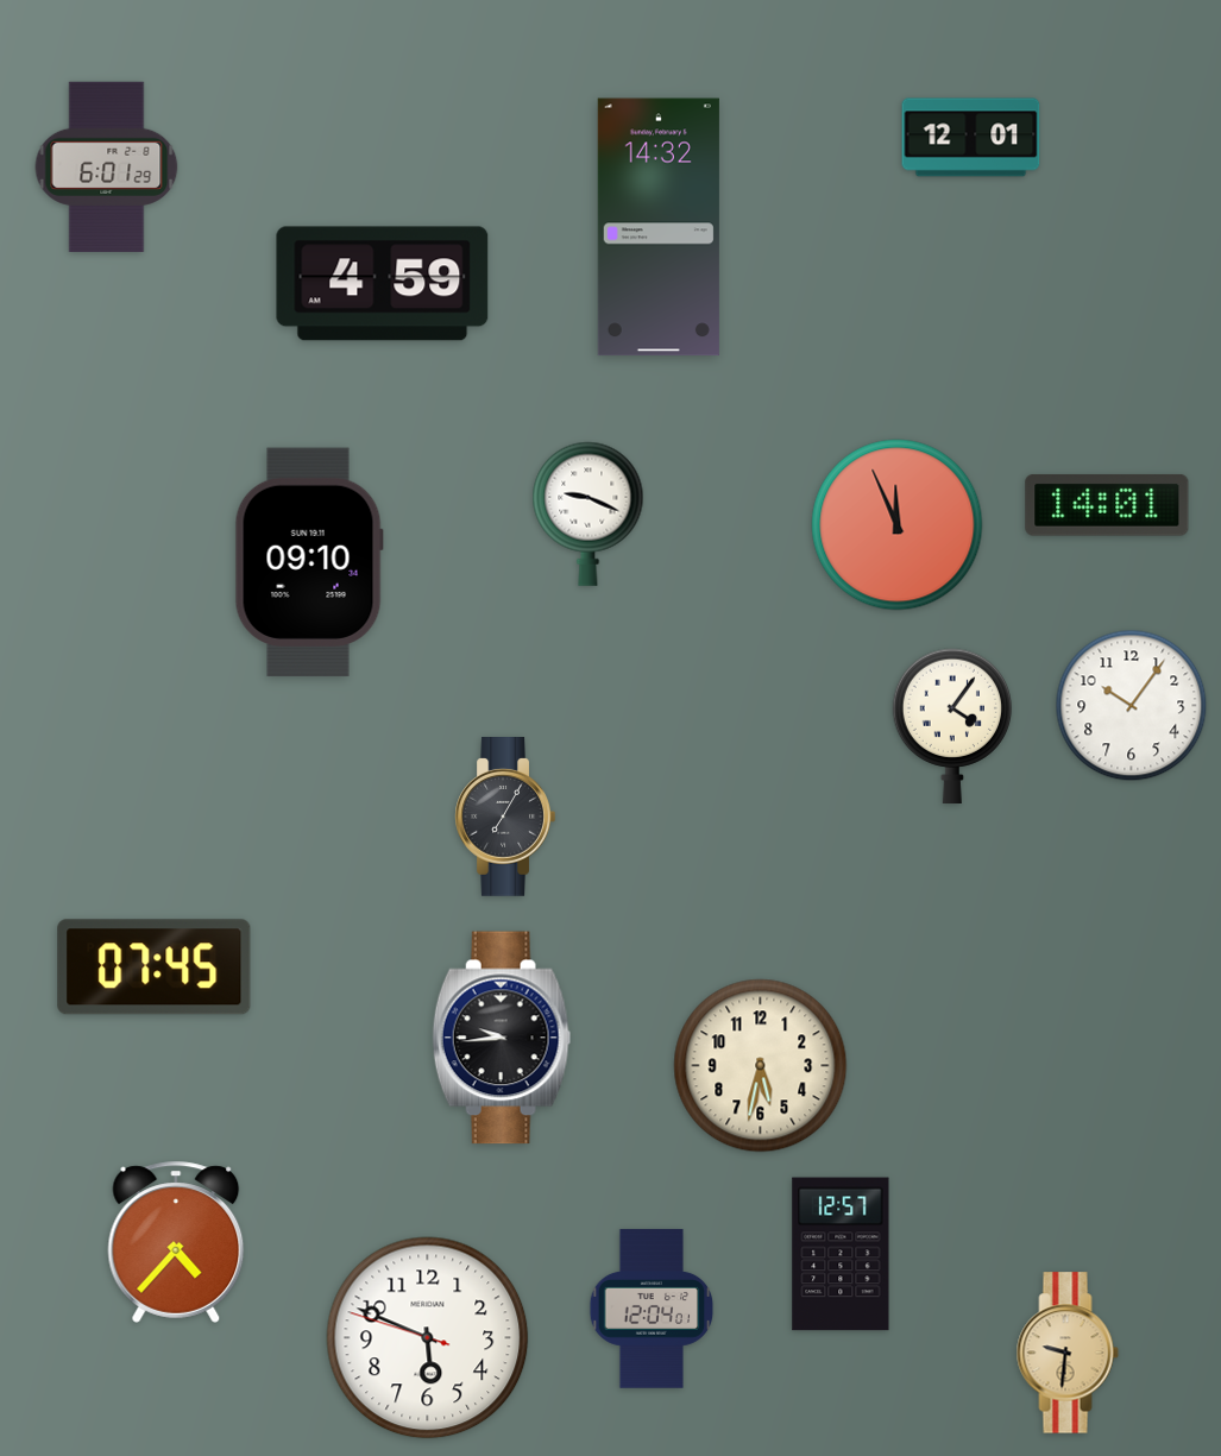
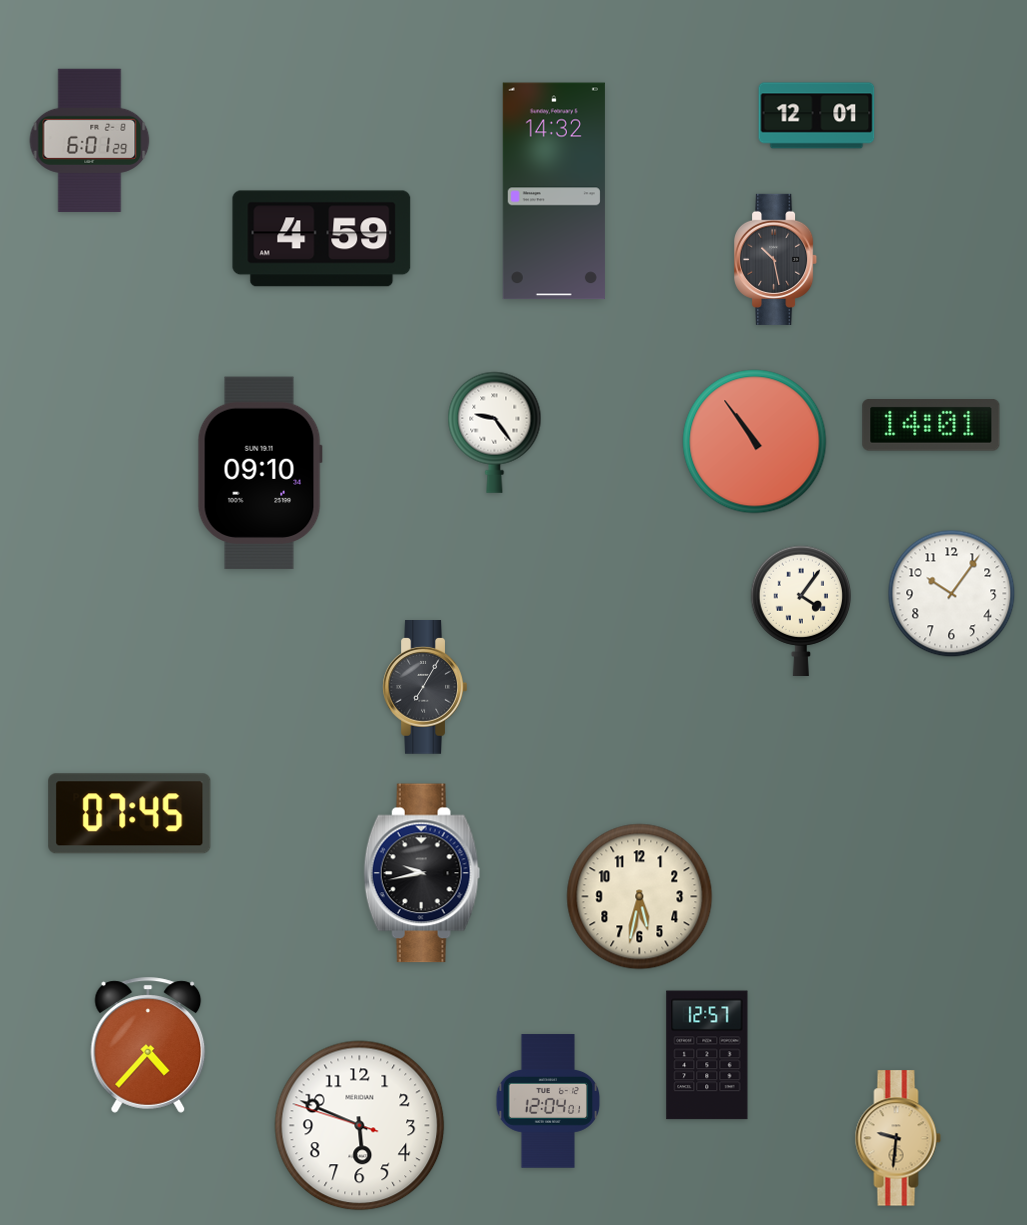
clock at (776, 259): none -> 10:28
clock at (589, 513): 9:19 -> 9:24
clock at (898, 525): 11:56 -> 10:54
clock at (502, 1038): 9:44 -> 9:43
